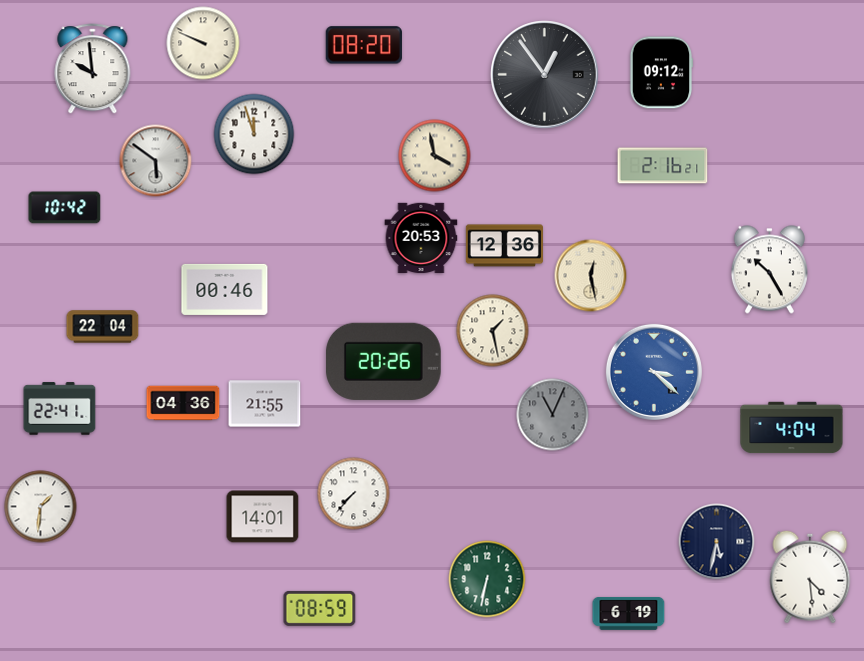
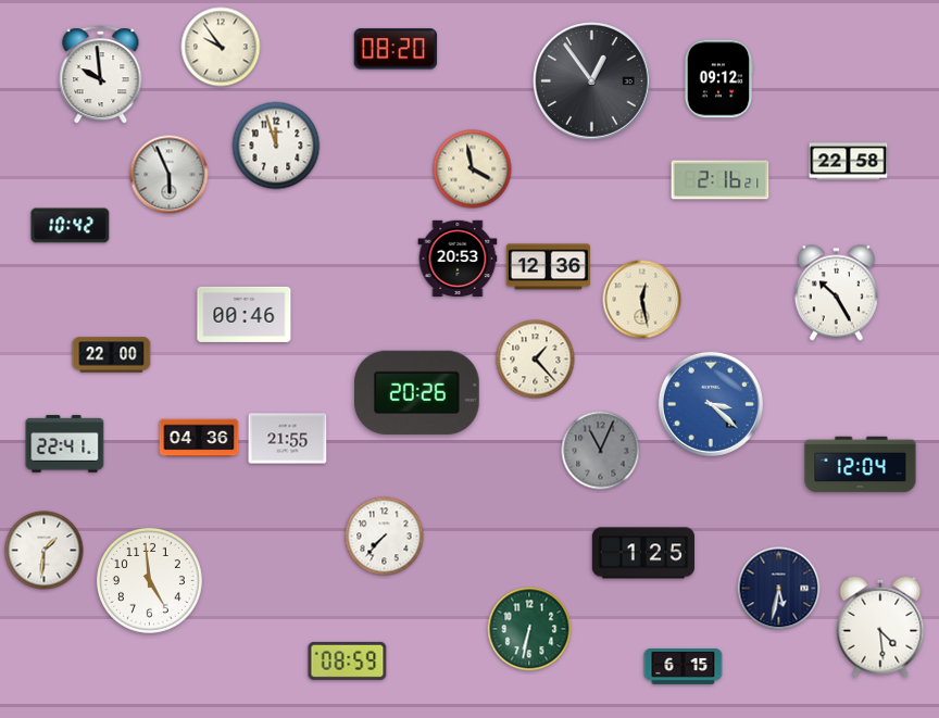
clock at (203, 43): 9:49 -> 9:54
clock at (849, 162): none -> 22:58
clock at (156, 161): 5:51 -> 5:56
clock at (103, 327): 22:04 -> 22:00
clock at (493, 331): 1:28 -> 1:23
clock at (792, 428): 4:04 -> 12:04
clock at (643, 553): none -> 1:25
clock at (263, 517): 14:01 -> none
clock at (149, 580): none -> 4:59
clock at (629, 614): 6:19 -> 6:15
